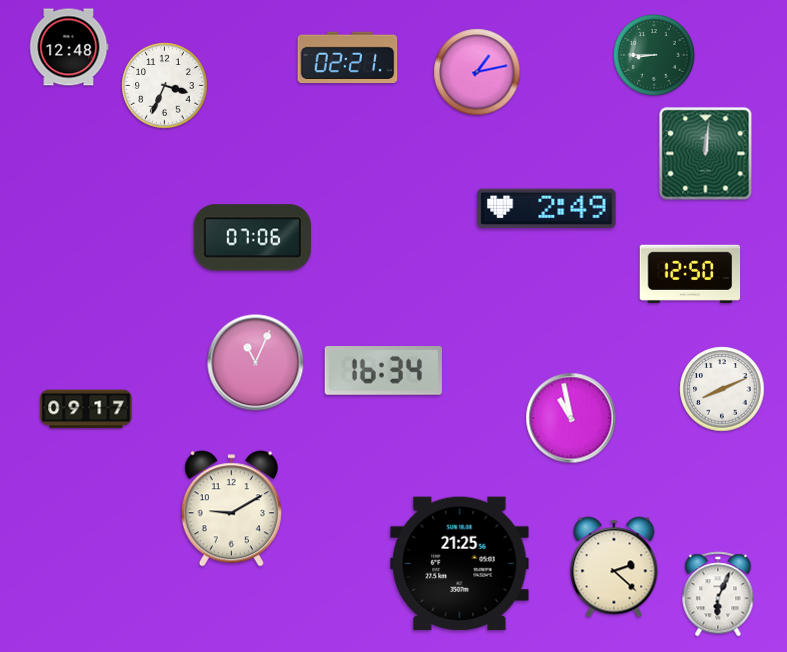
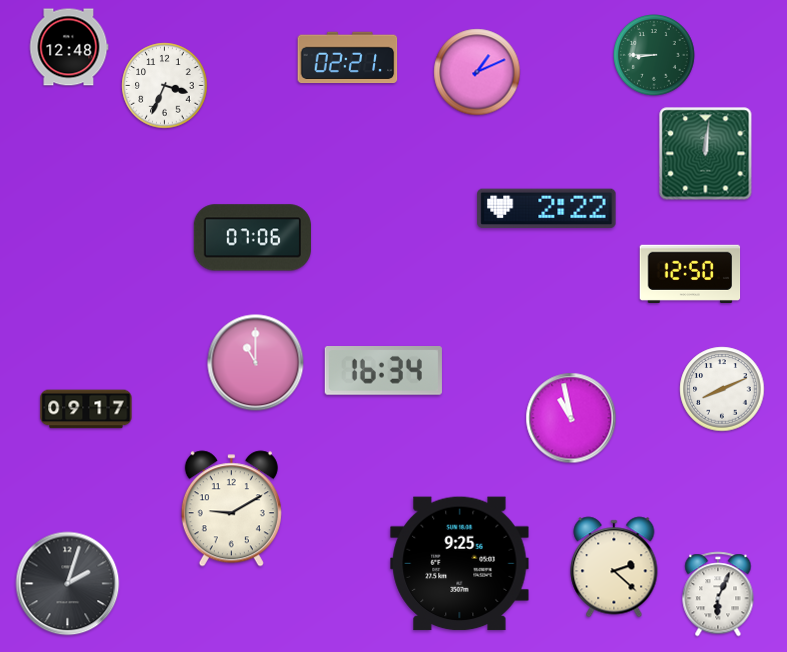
clock at (477, 72): 1:13 -> 1:11
clock at (547, 209): 2:49 -> 2:22
clock at (256, 363): 11:04 -> 11:00
clock at (460, 564): 21:25 -> 9:25
clock at (68, 584): none -> 2:03
